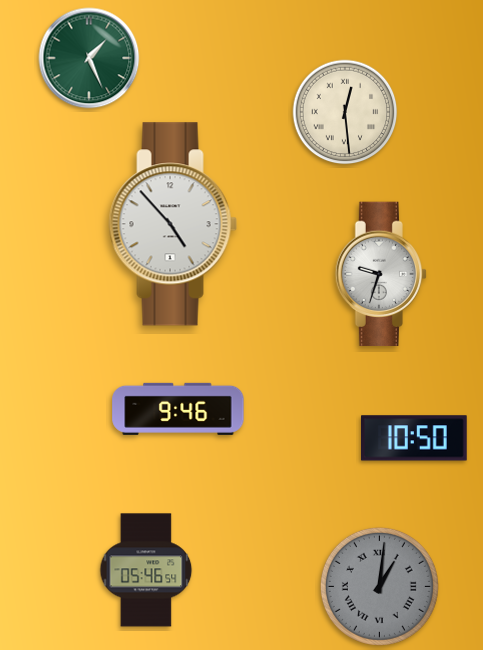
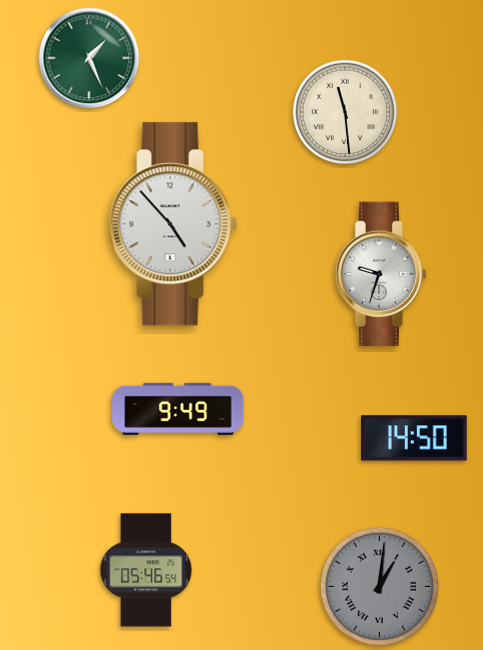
clock at (345, 112): 12:29 -> 11:29
clock at (178, 409): 9:46 -> 9:49
clock at (415, 438): 10:50 -> 14:50
